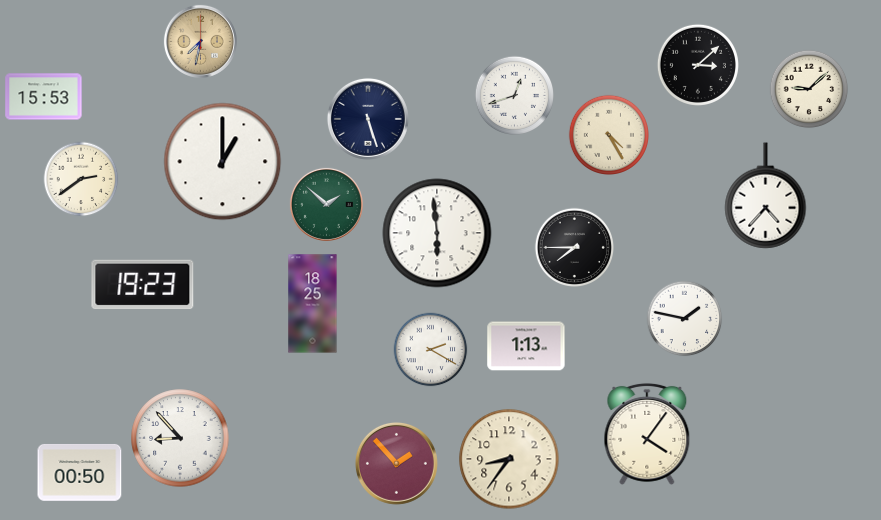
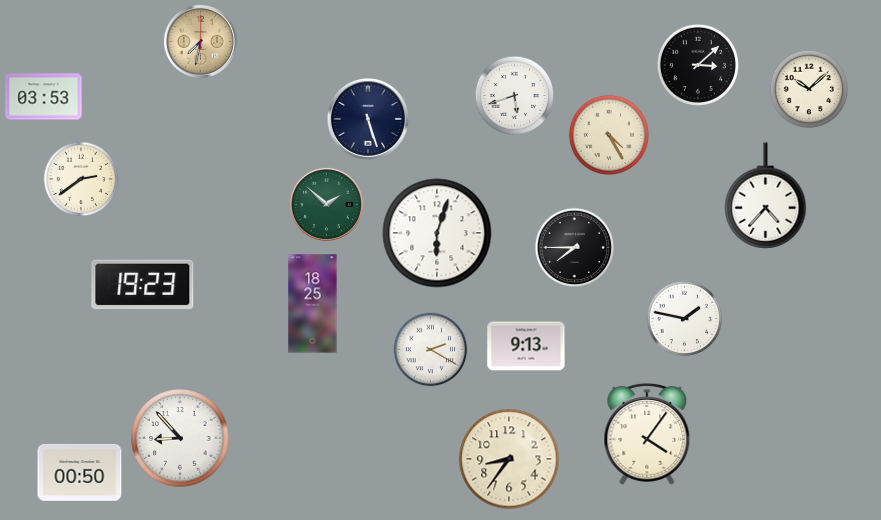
clock at (809, 89): 9:08 -> 10:08
clock at (514, 95): 12:42 -> 5:42
clock at (44, 97): 15:53 -> 03:53
clock at (223, 162): 1:00 -> none
clock at (437, 233): 5:59 -> 6:03
clock at (526, 346): 1:13 -> 9:13
clock at (396, 463): 1:53 -> none
